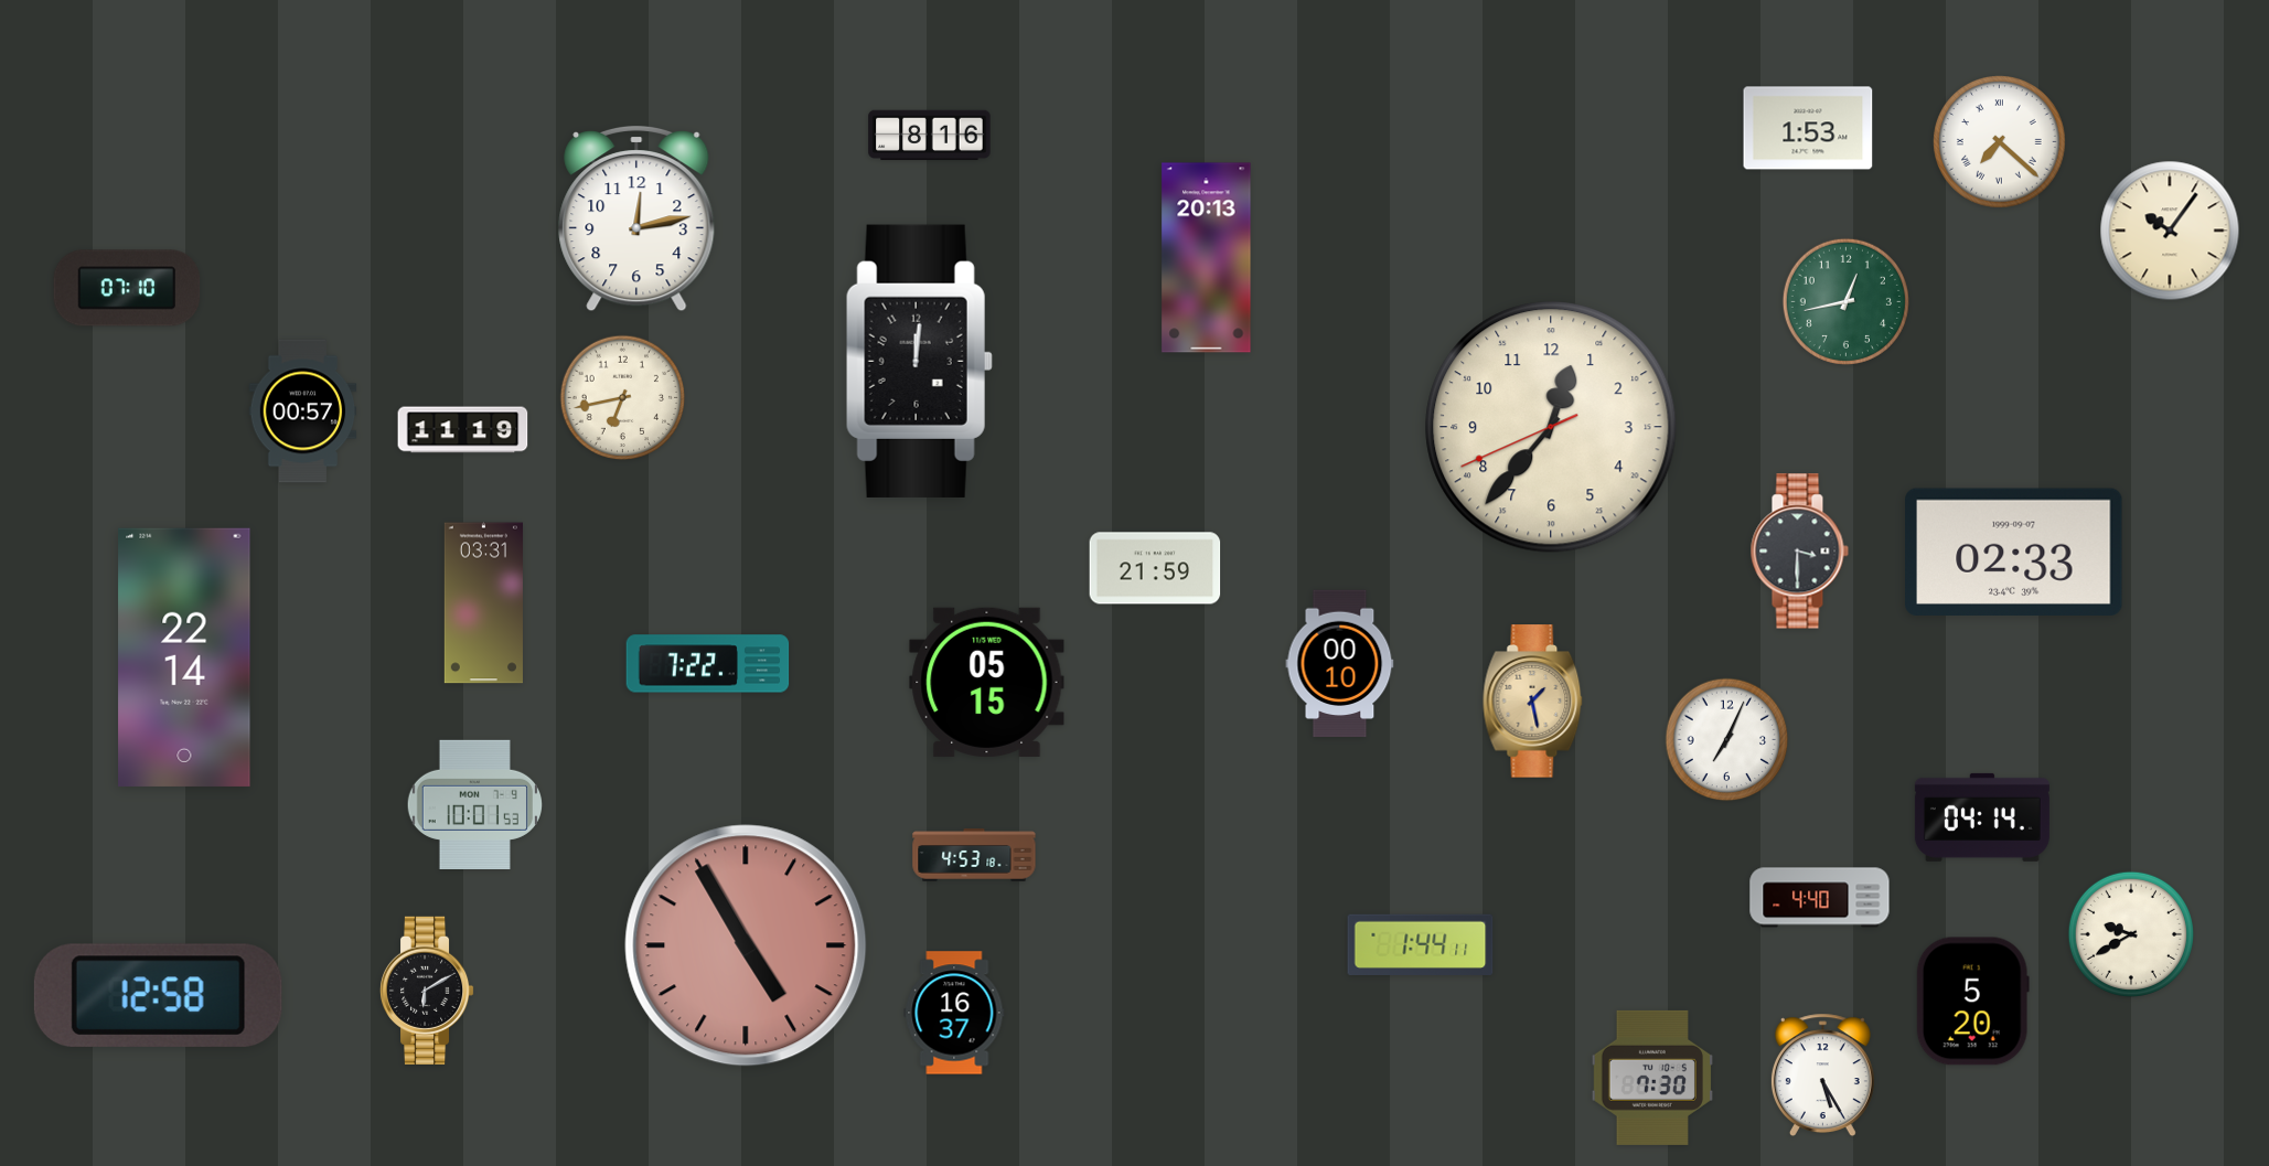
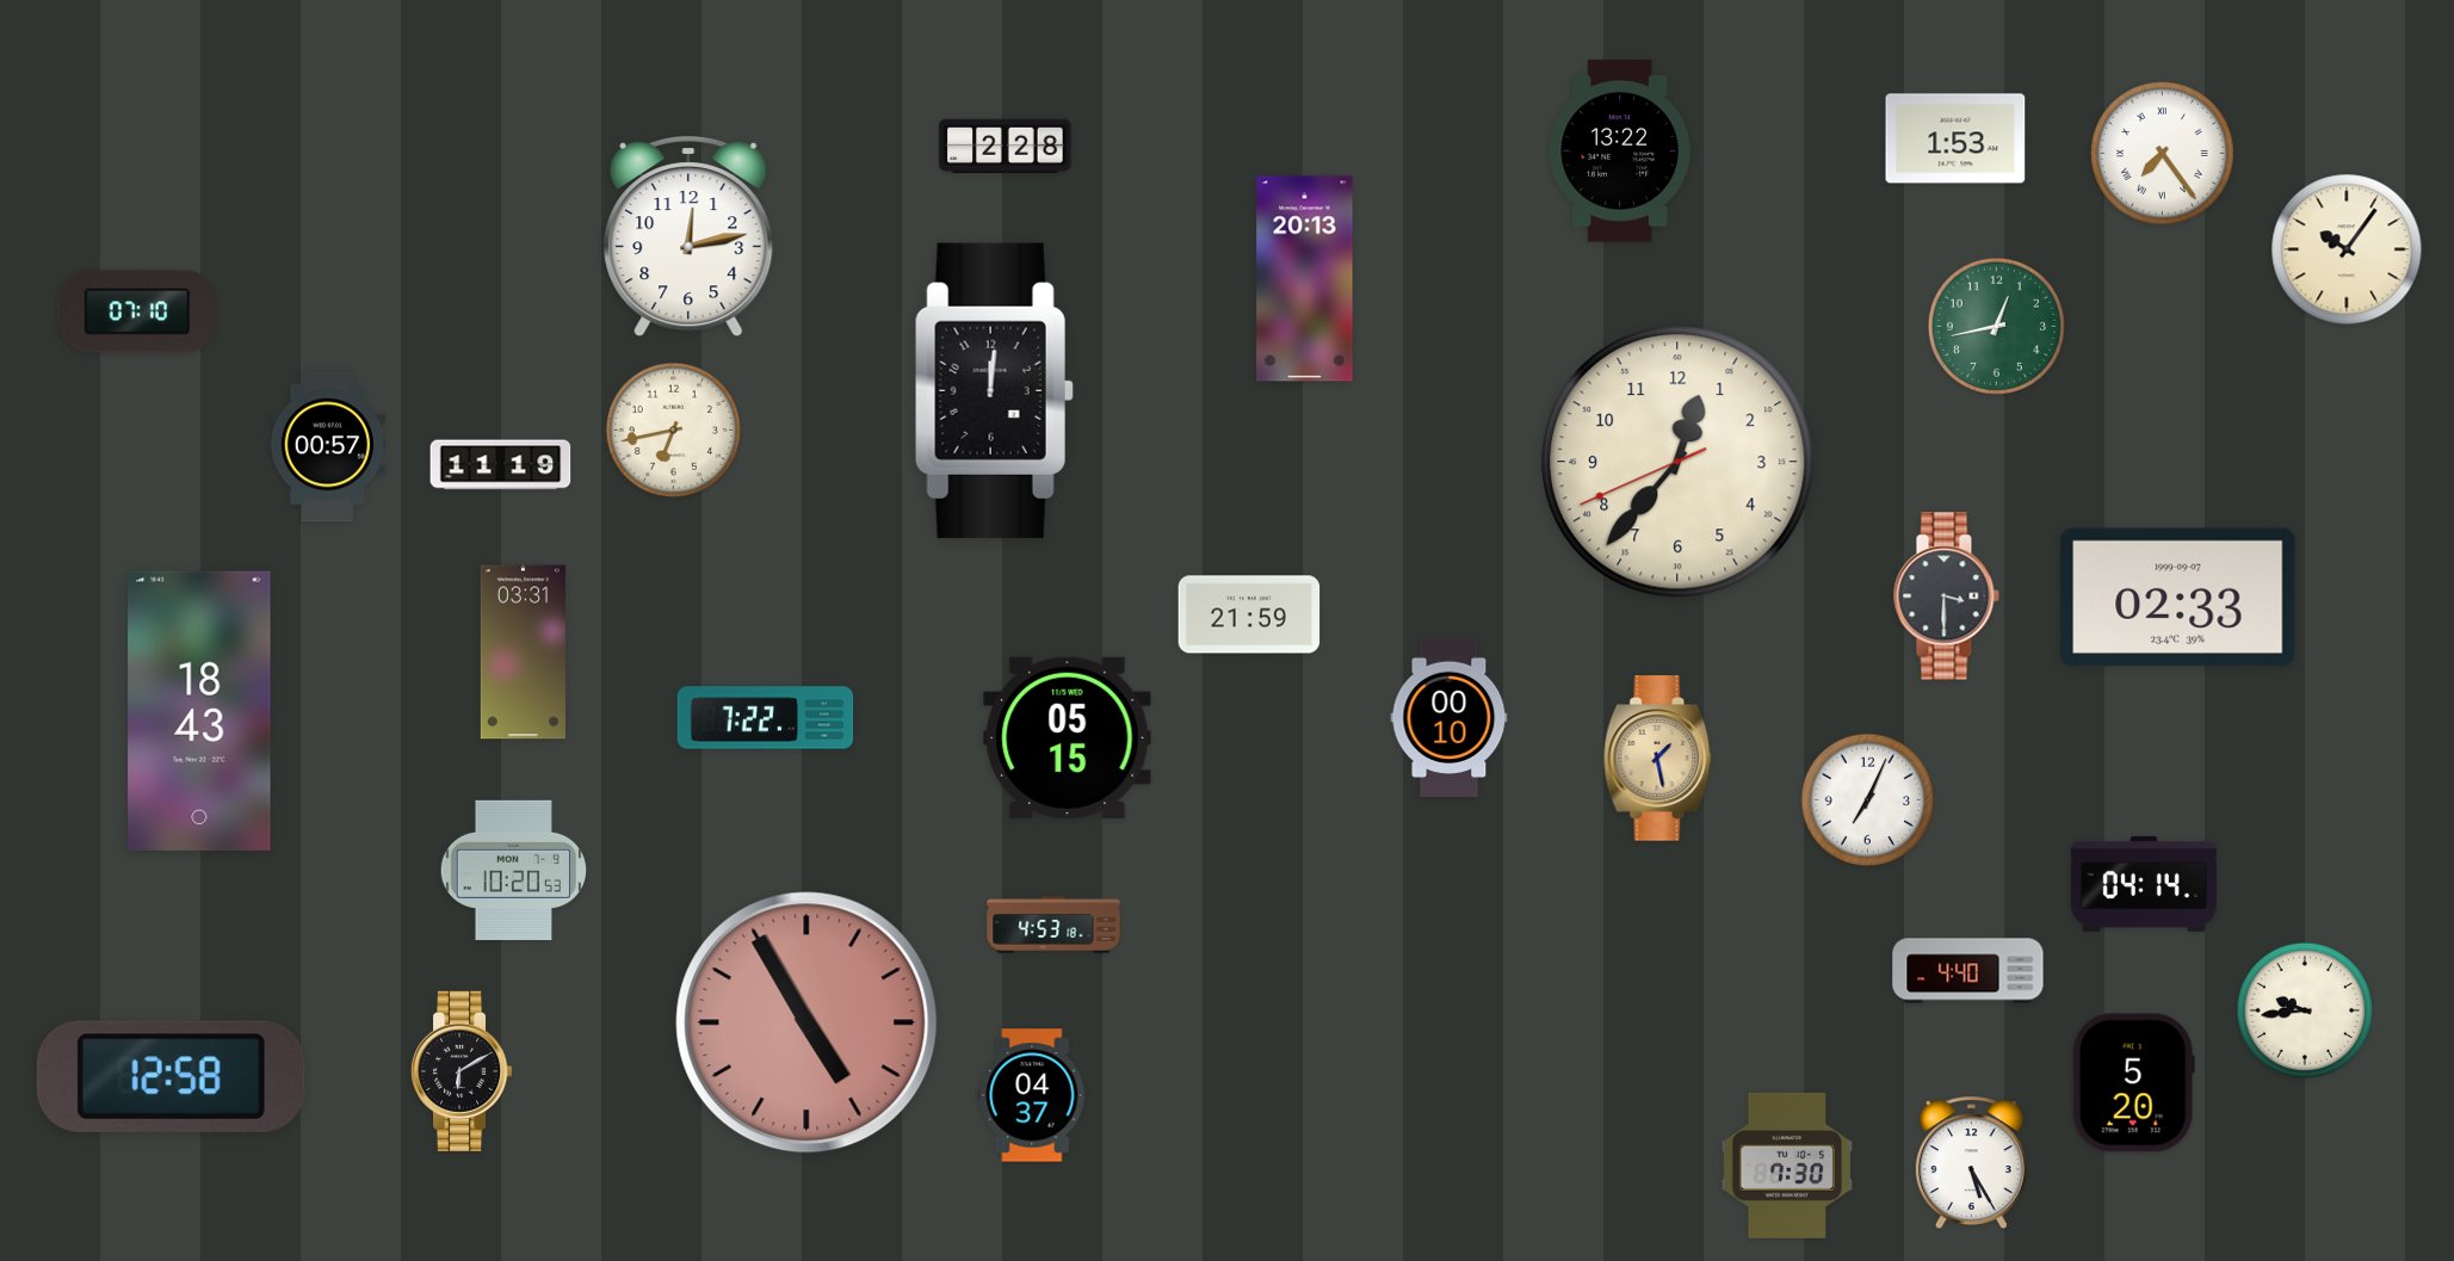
clock at (930, 136): 8:16 -> 2:28
clock at (1620, 152): none -> 13:22
clock at (2000, 142): 7:22 -> 7:24
clock at (184, 657): 22:14 -> 18:43
clock at (474, 804): 10:01 -> 10:20
clock at (2131, 934): 9:40 -> 9:44
clock at (1421, 944): 1:44 -> none
clock at (954, 1013): 16:37 -> 04:37
